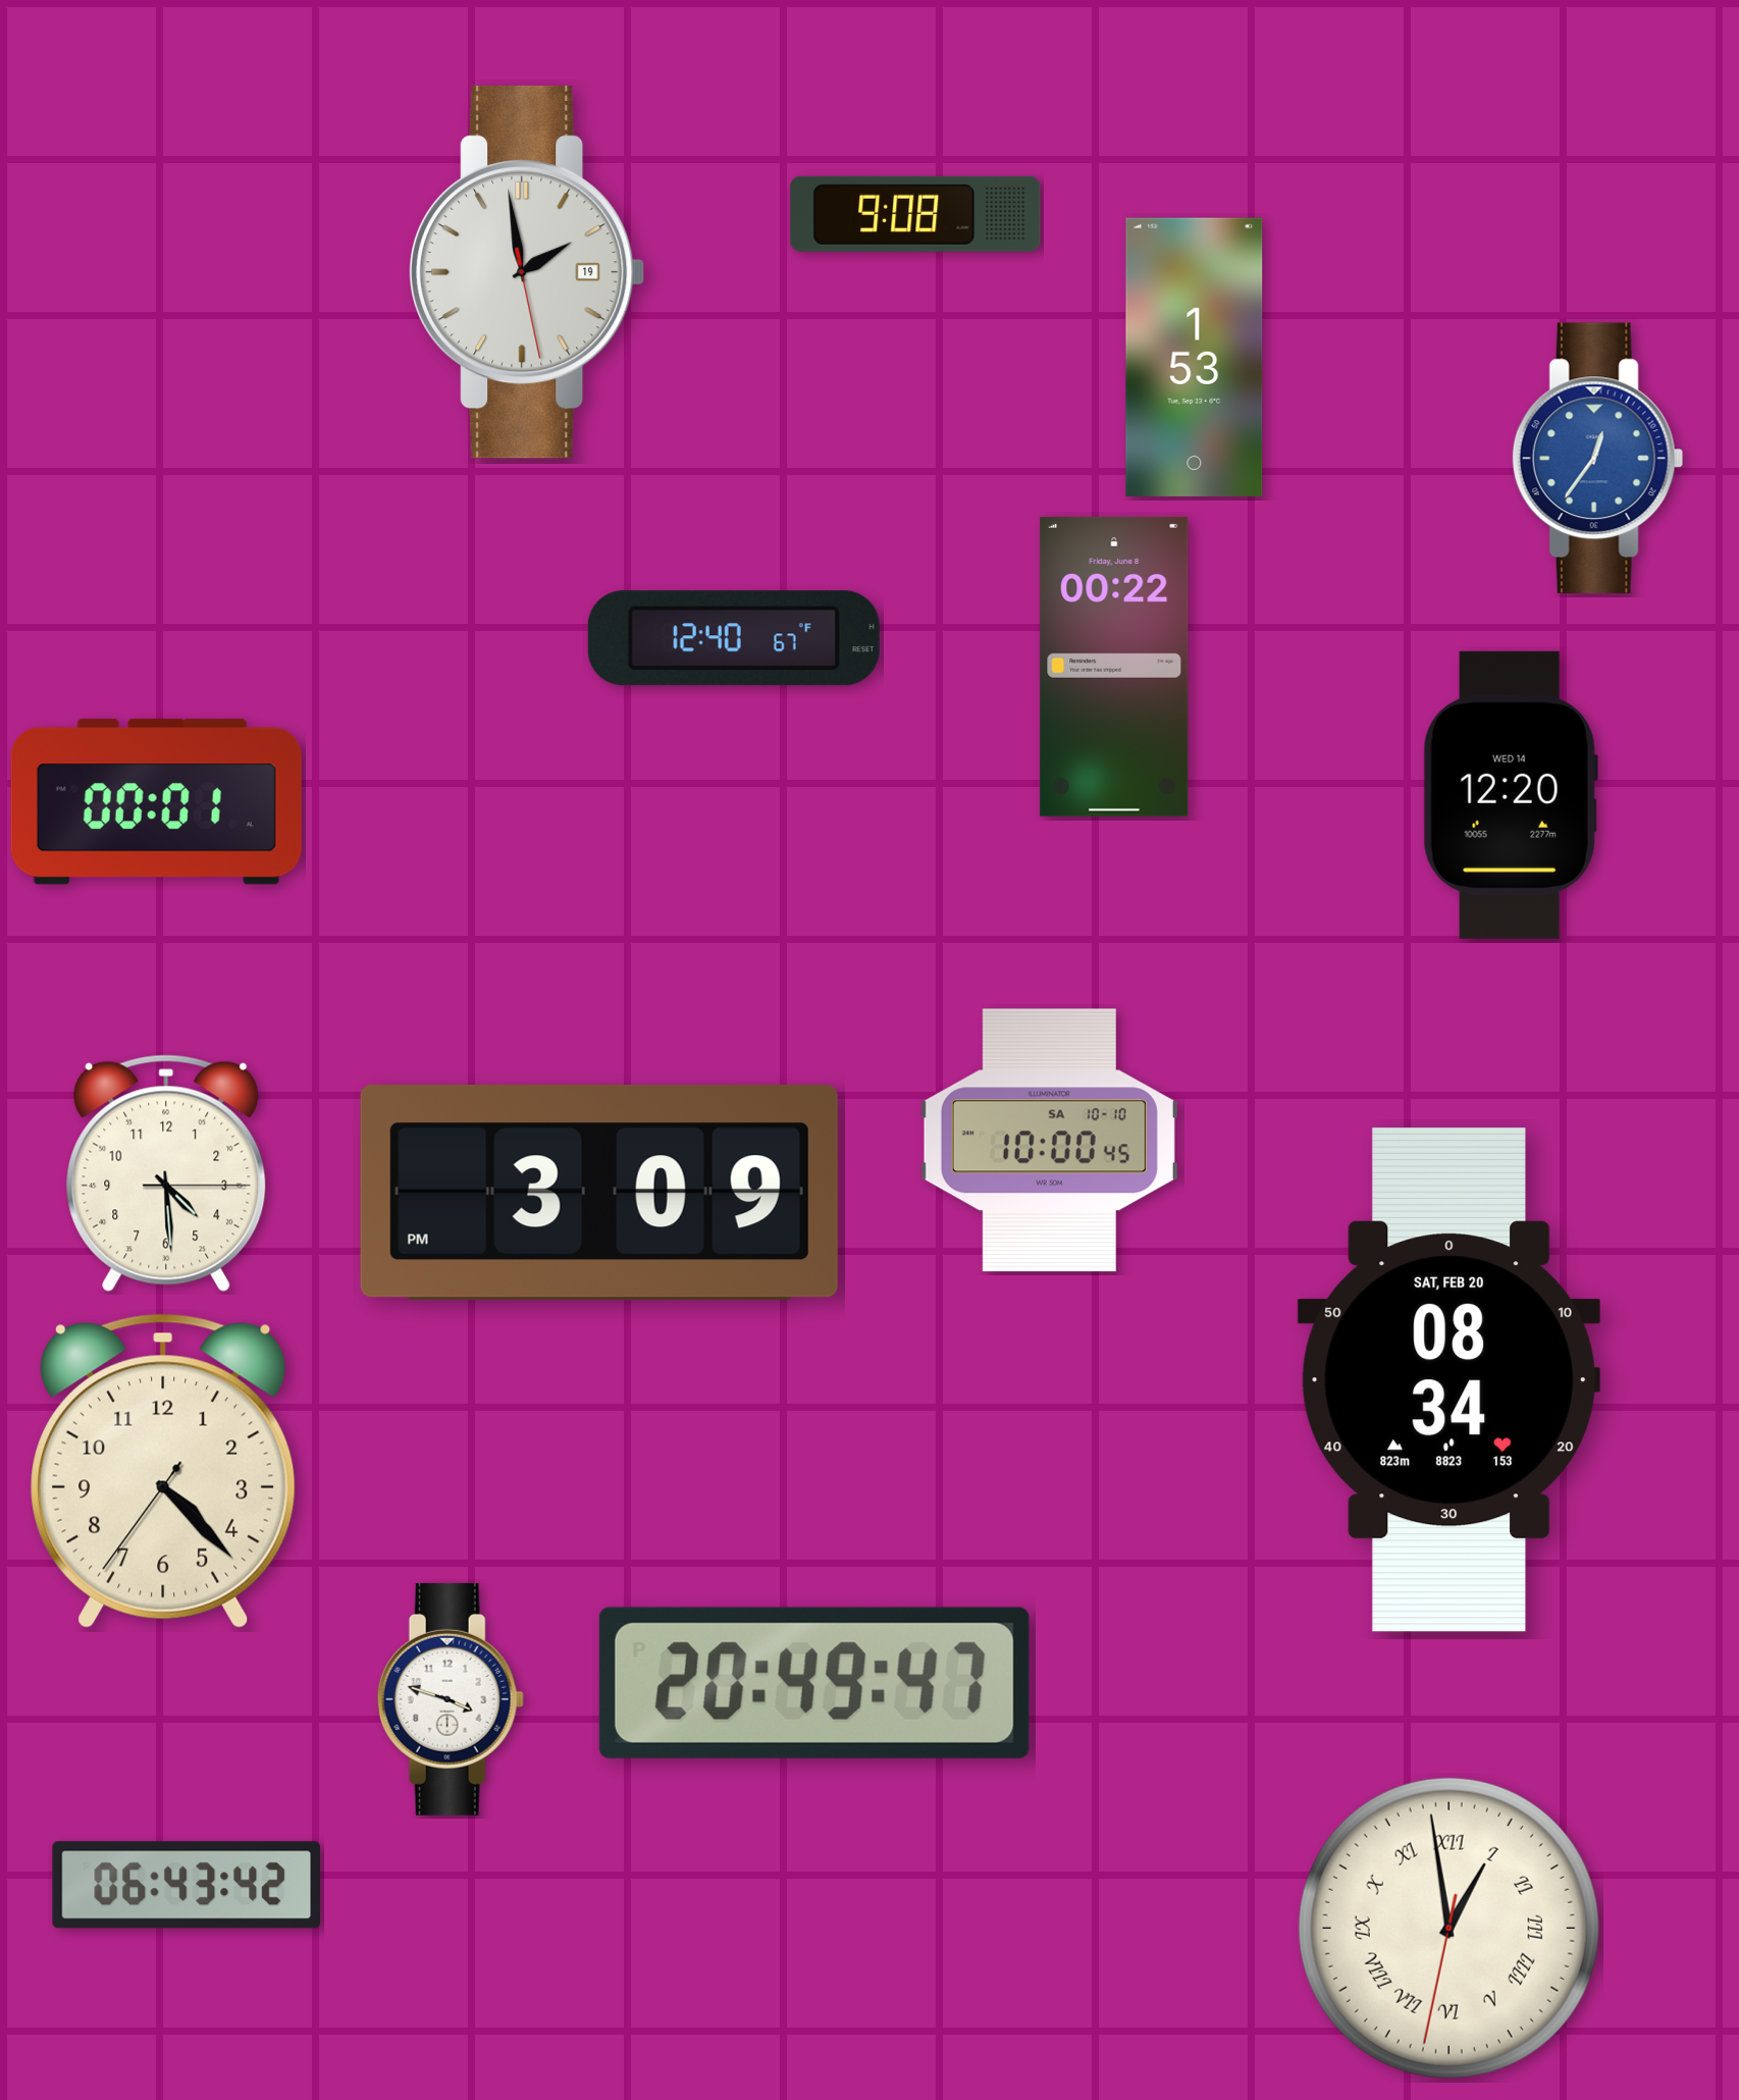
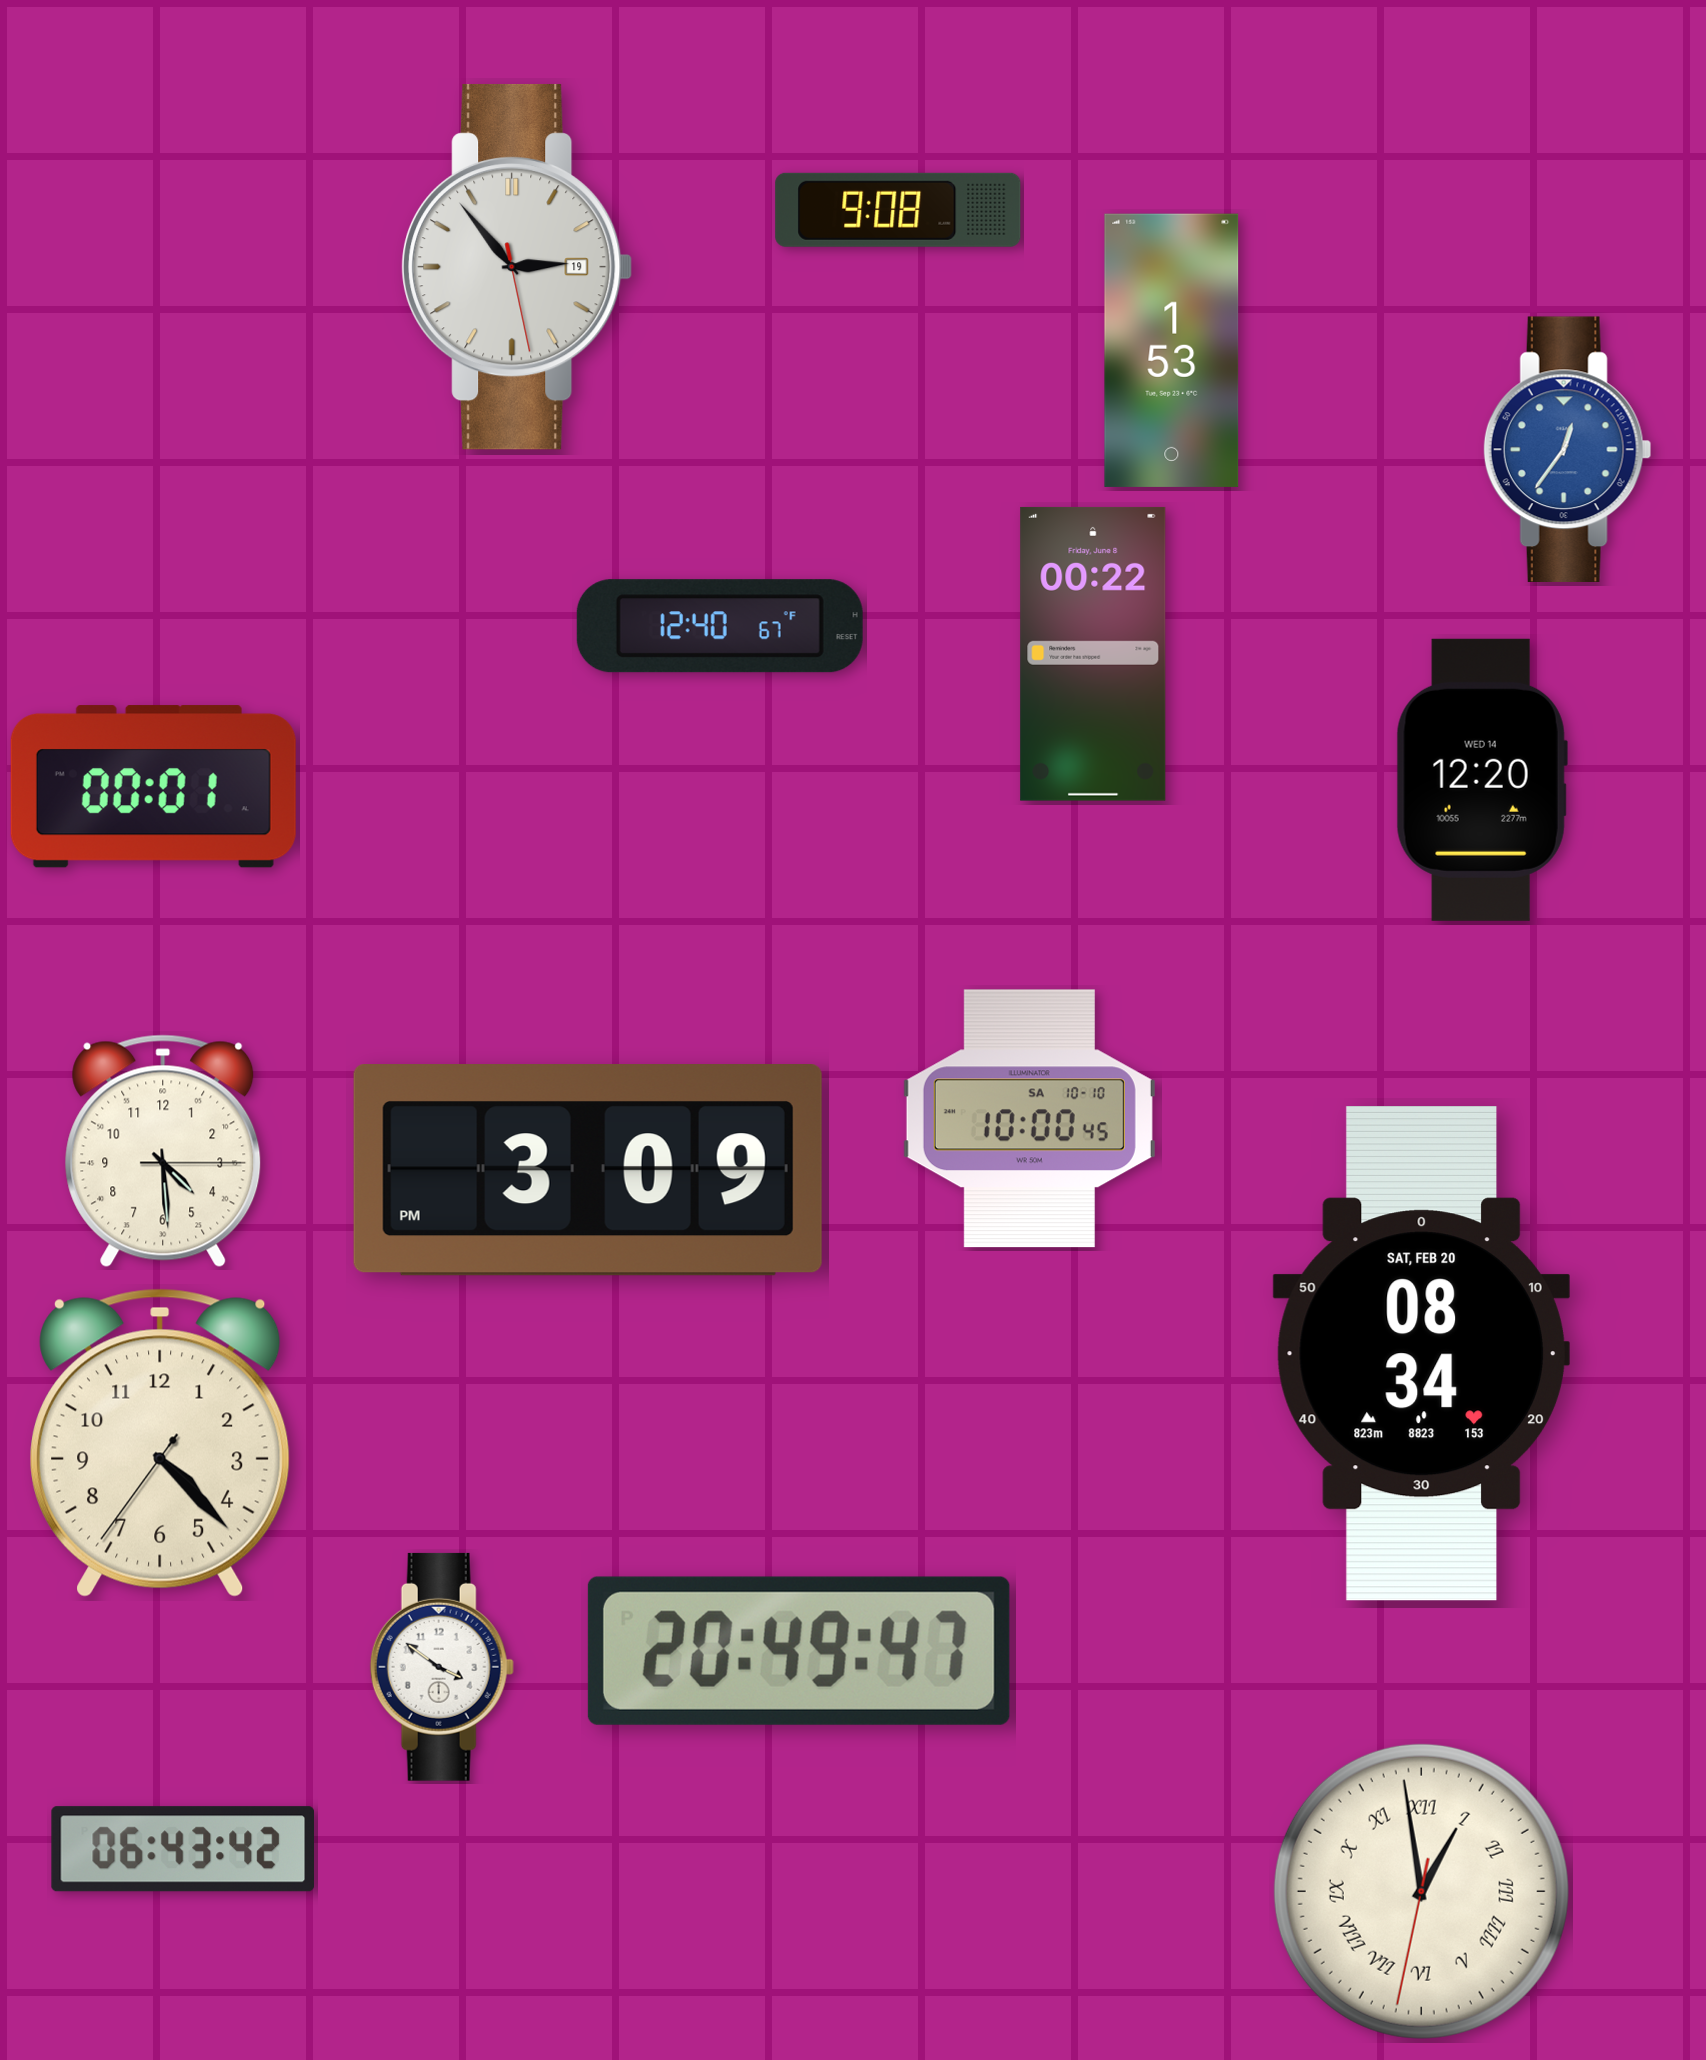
clock at (527, 272): 1:58 -> 2:53
clock at (451, 1699): 3:48 -> 3:51
